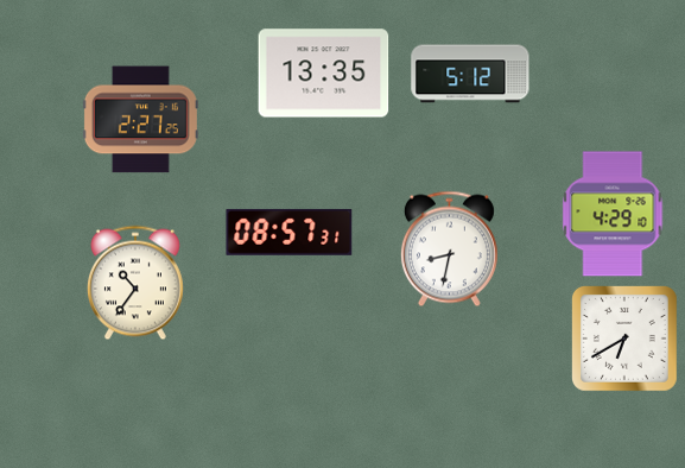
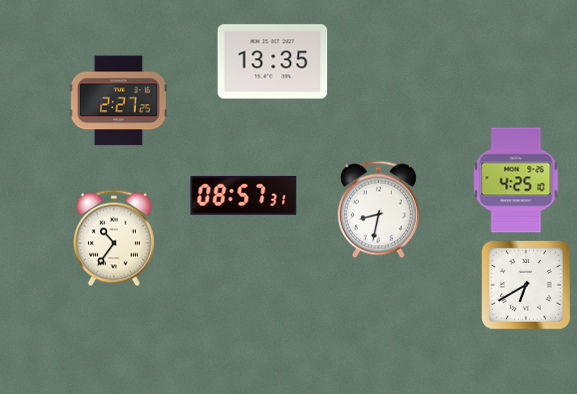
clock at (470, 74): 5:12 -> none
clock at (613, 214): 4:29 -> 4:25
